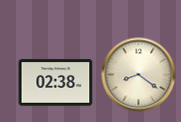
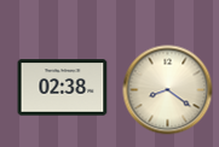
clock at (56, 83) position: (56, 83) -> (63, 88)
